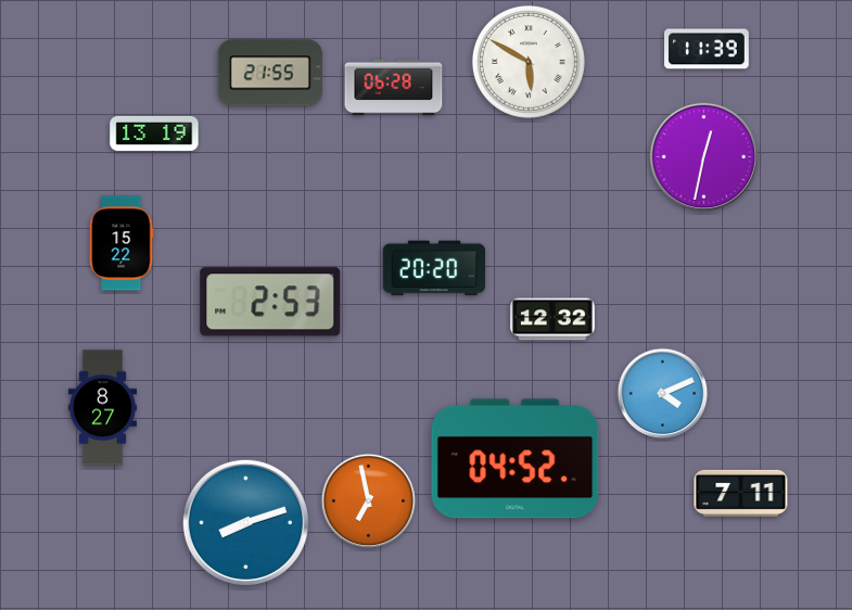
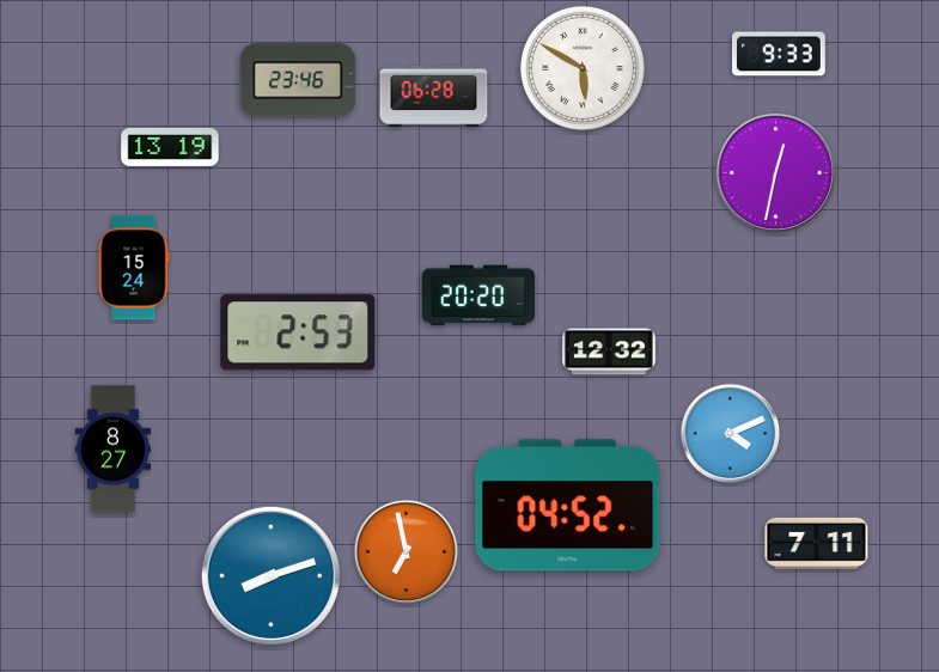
clock at (708, 49): 11:39 -> 9:33
clock at (270, 73): 21:55 -> 23:46
clock at (122, 243): 15:22 -> 15:24
